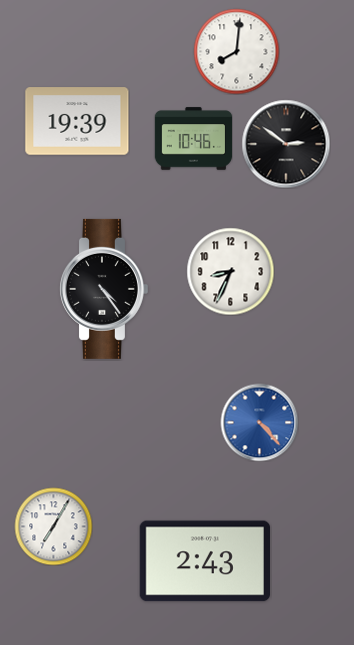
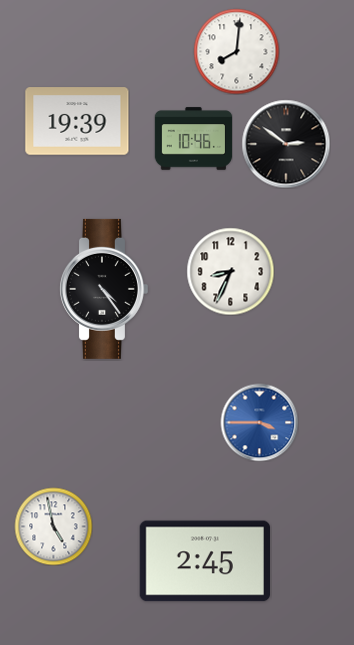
clock at (259, 422): 4:23 -> 3:45
clock at (53, 526): 7:05 -> 4:58
clock at (204, 561): 2:43 -> 2:45
